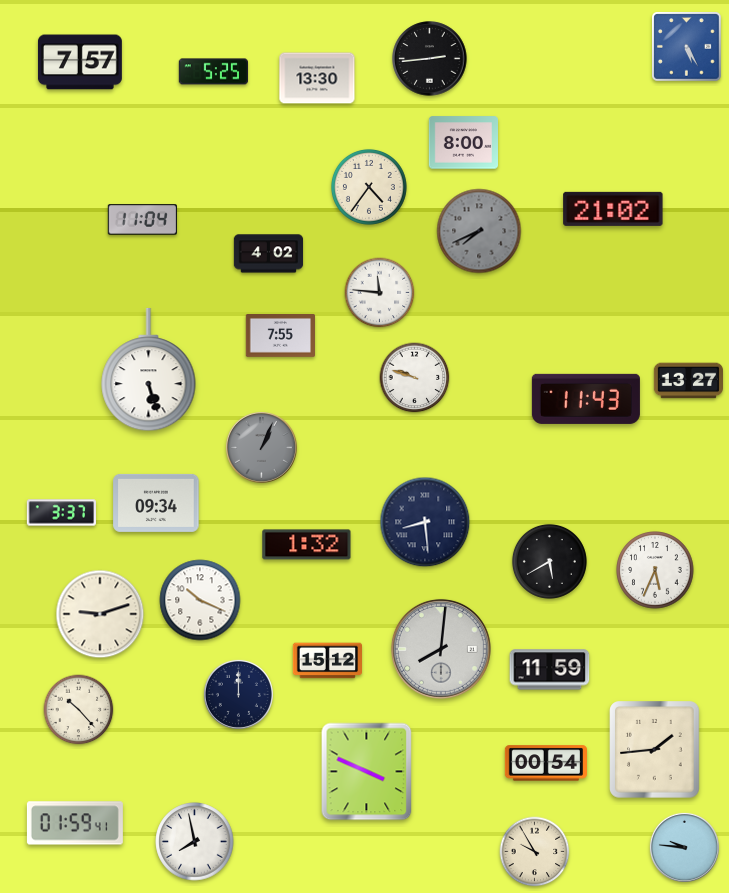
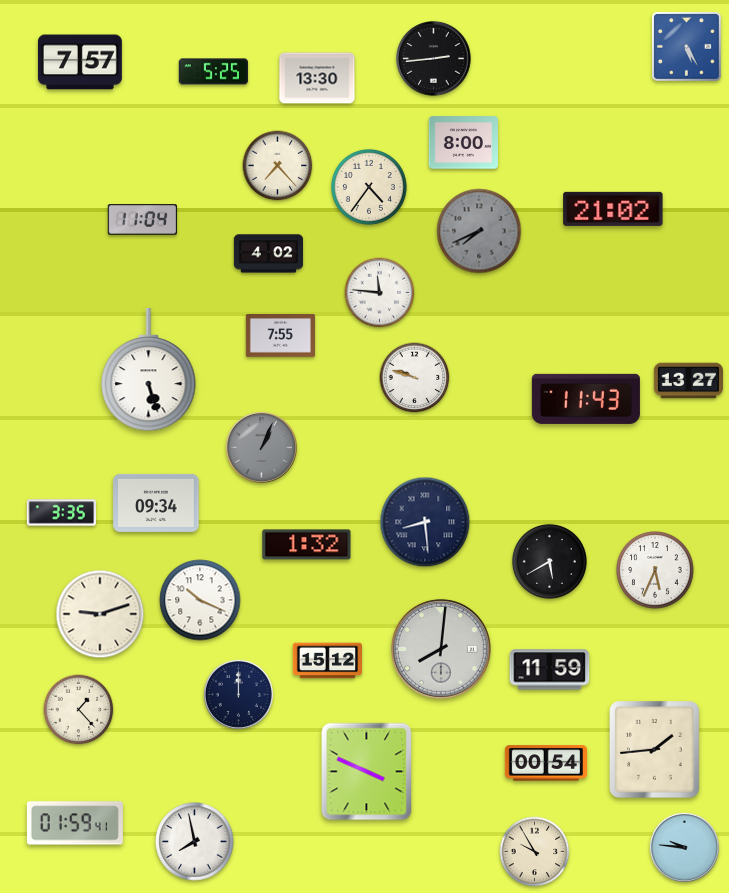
clock at (430, 59) position: (430, 59) -> (434, 59)
clock at (278, 166): none -> 7:23
clock at (61, 513): 3:37 -> 3:35
clock at (79, 710): 10:23 -> 1:23
